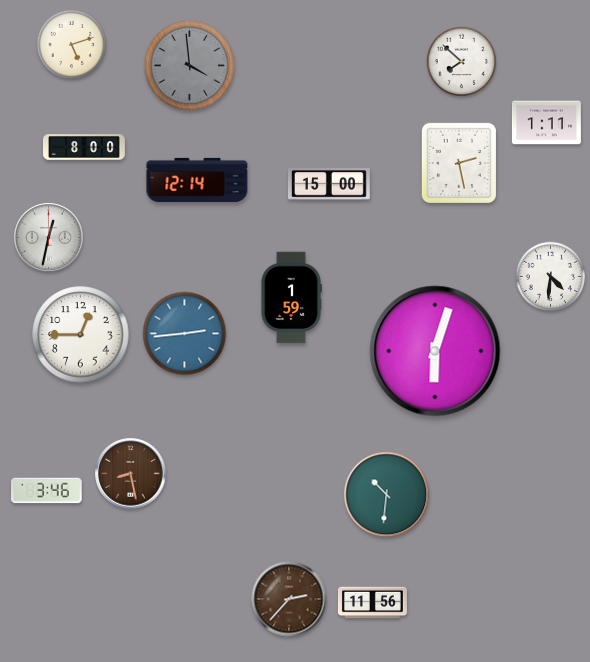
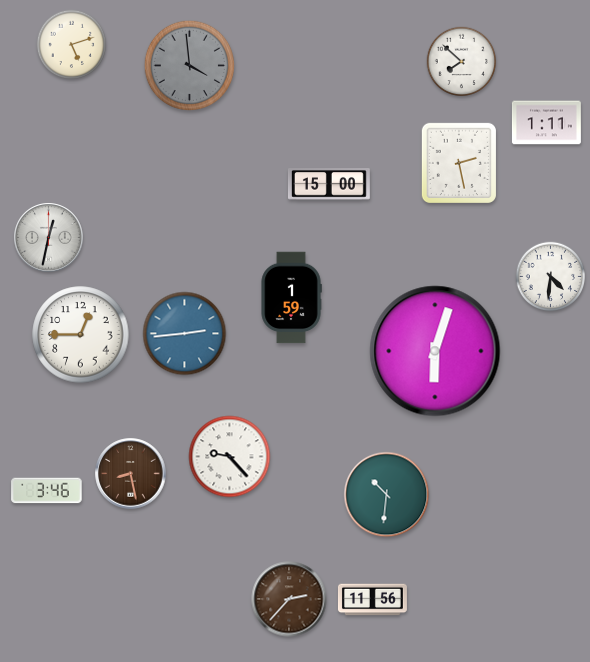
clock at (85, 147): 8:00 -> none
clock at (197, 180): 12:14 -> none
clock at (230, 457): none -> 9:23
clock at (372, 603) position: (372, 603) -> (372, 600)
